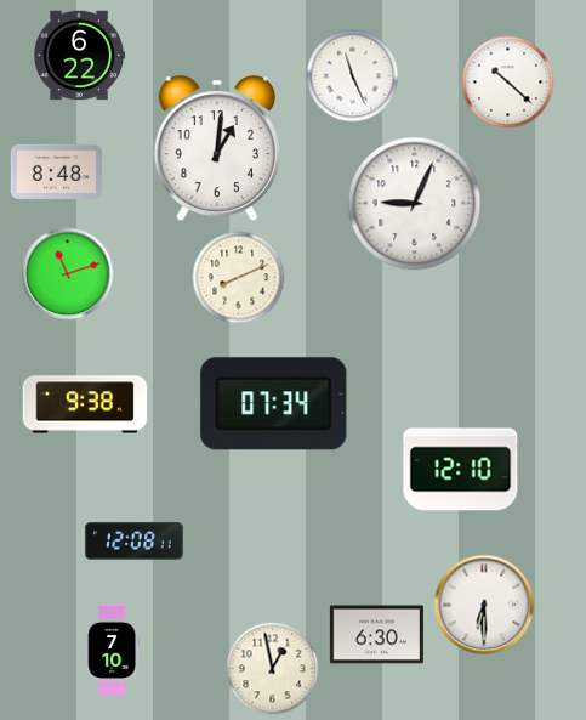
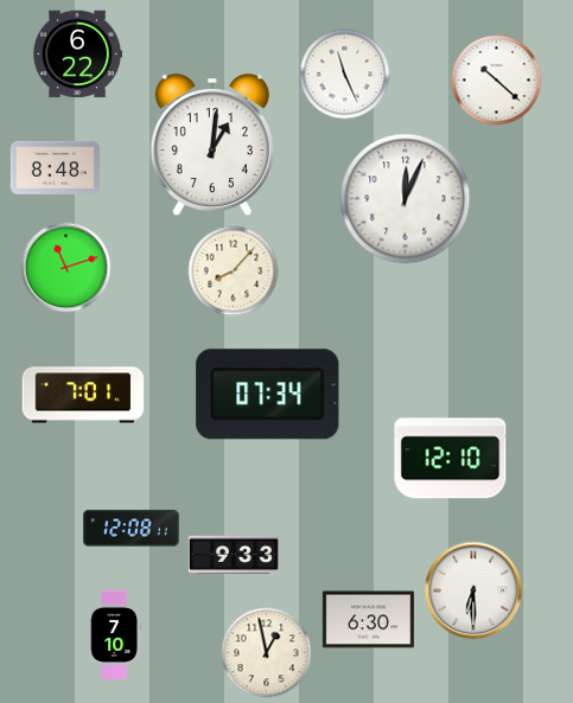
clock at (415, 204): 9:04 -> 12:04
clock at (239, 278): 8:11 -> 8:07
clock at (85, 404): 9:38 -> 7:01
clock at (234, 555): none -> 9:33
clock at (113, 651) position: (113, 651) -> (115, 635)
